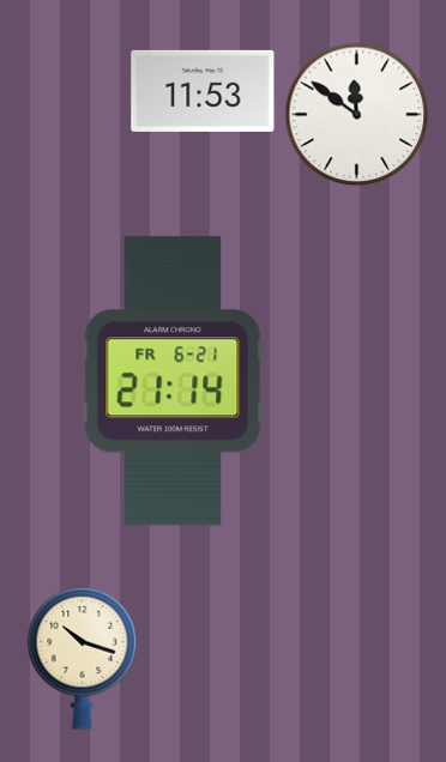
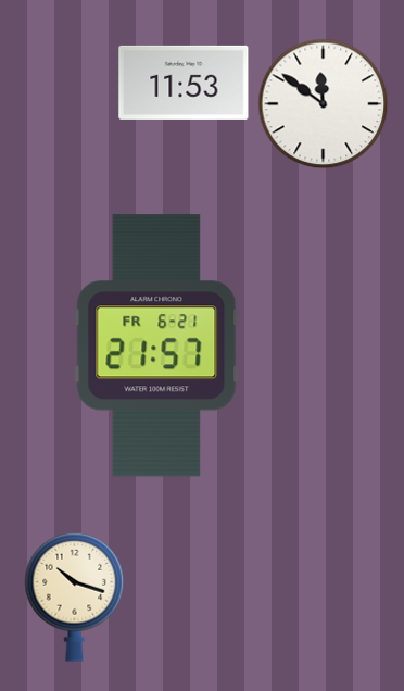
clock at (173, 381): 21:14 -> 21:57
